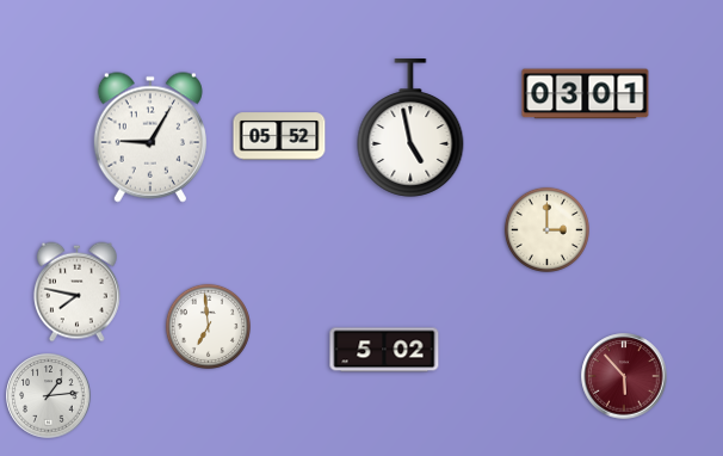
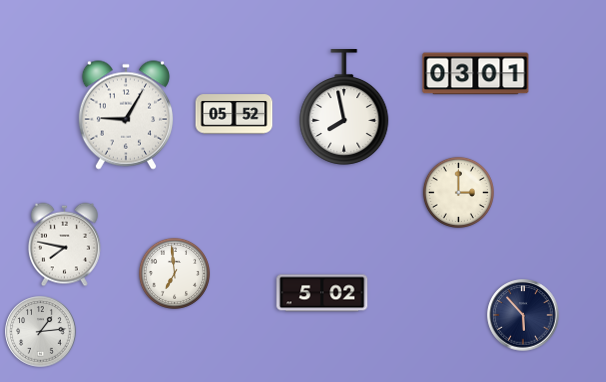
clock at (586, 94) position: (586, 94) -> (476, 74)
clock at (410, 128): 4:58 -> 7:58
clock at (624, 376) dial: burgundy -> navy
